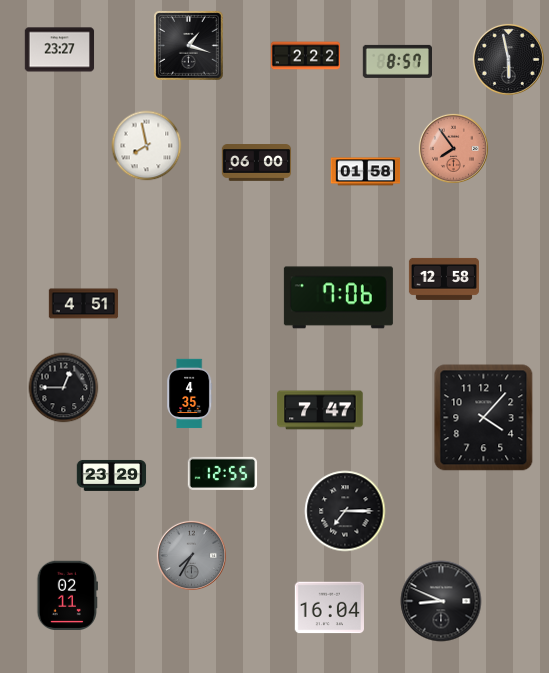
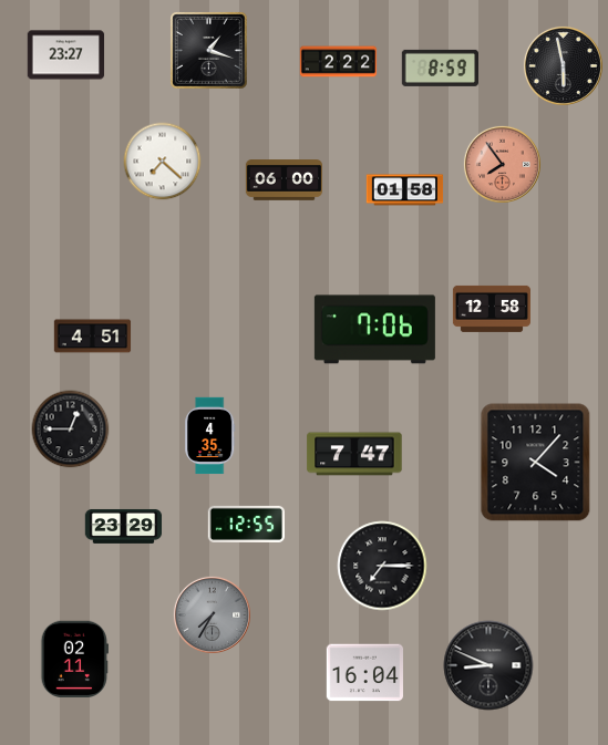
clock at (397, 61): 8:57 -> 8:59
clock at (147, 146): 7:58 -> 7:22
